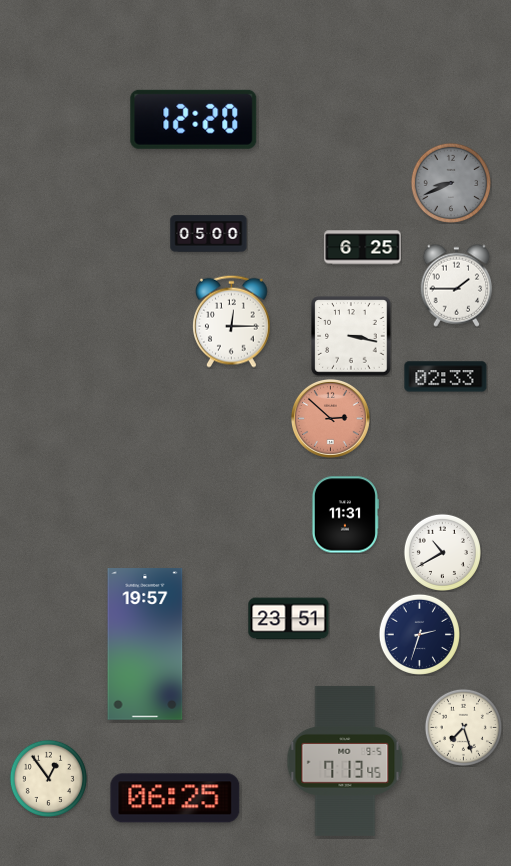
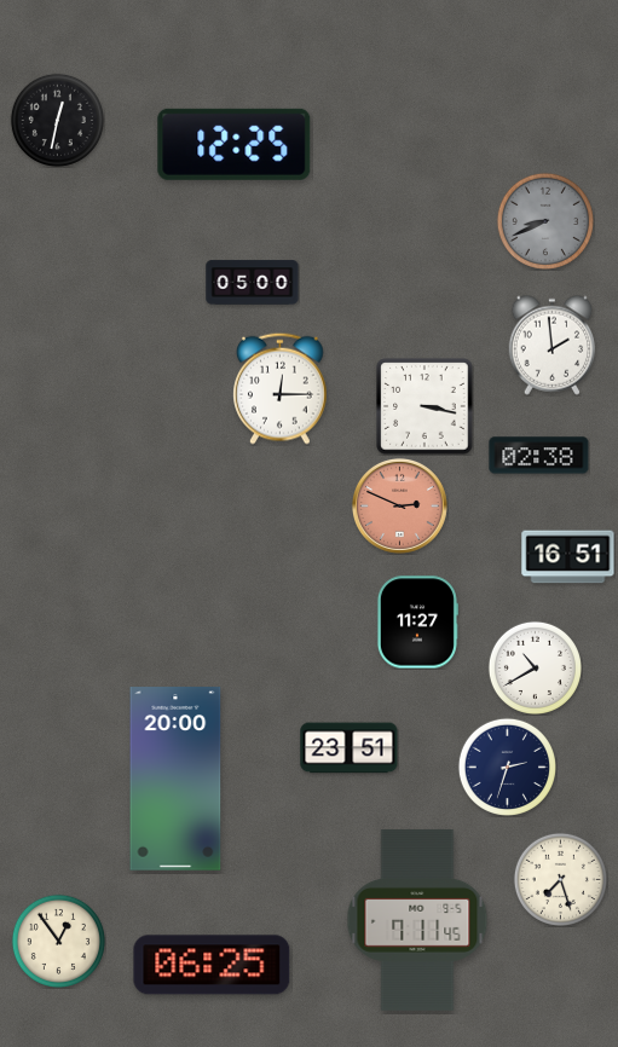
clock at (57, 120): none -> 12:32
clock at (194, 119): 12:20 -> 12:25
clock at (363, 248): 6:25 -> none
clock at (457, 285): 1:45 -> 1:59
clock at (446, 377): 02:33 -> 02:38
clock at (330, 418): 2:52 -> 2:49
clock at (568, 557): none -> 16:51
clock at (345, 515): 11:31 -> 11:27
clock at (145, 644): 19:57 -> 20:00
clock at (345, 761): 7:13 -> 7:11
